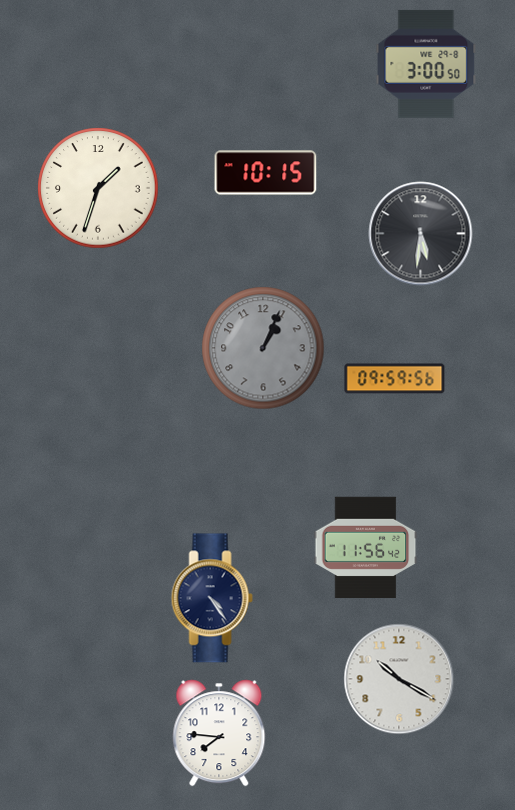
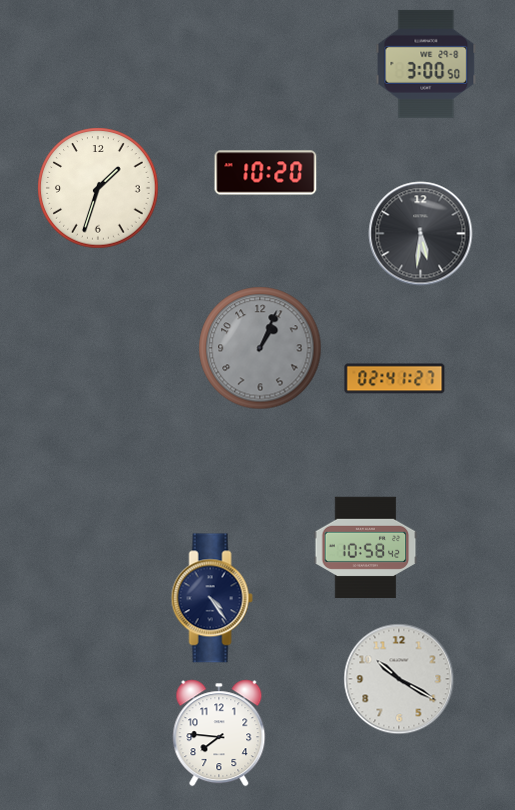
clock at (266, 173): 10:15 -> 10:20
clock at (263, 348) position: (263, 348) -> (260, 348)
clock at (395, 379): 09:59 -> 02:41
clock at (366, 548): 11:56 -> 10:58
